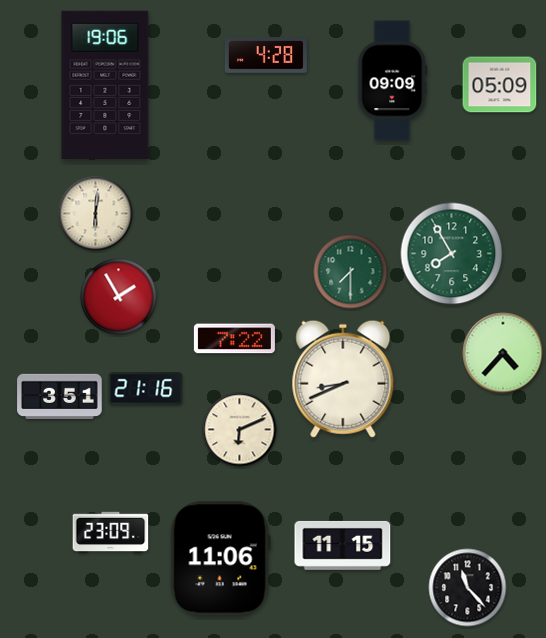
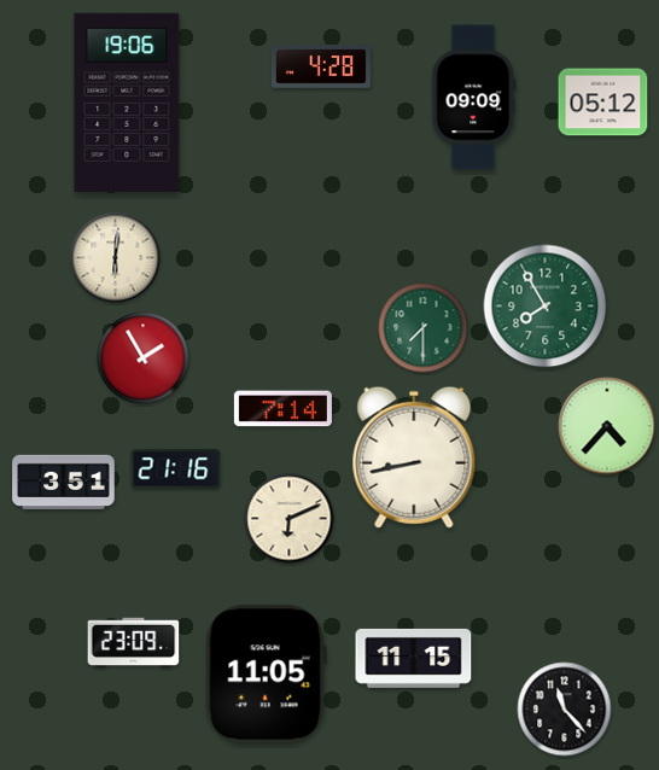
clock at (500, 85): 05:09 -> 05:12
clock at (234, 339): 7:22 -> 7:14
clock at (343, 379): 8:41 -> 8:43
clock at (60, 396) position: (60, 396) -> (64, 482)
clock at (220, 559): 11:06 -> 11:05
